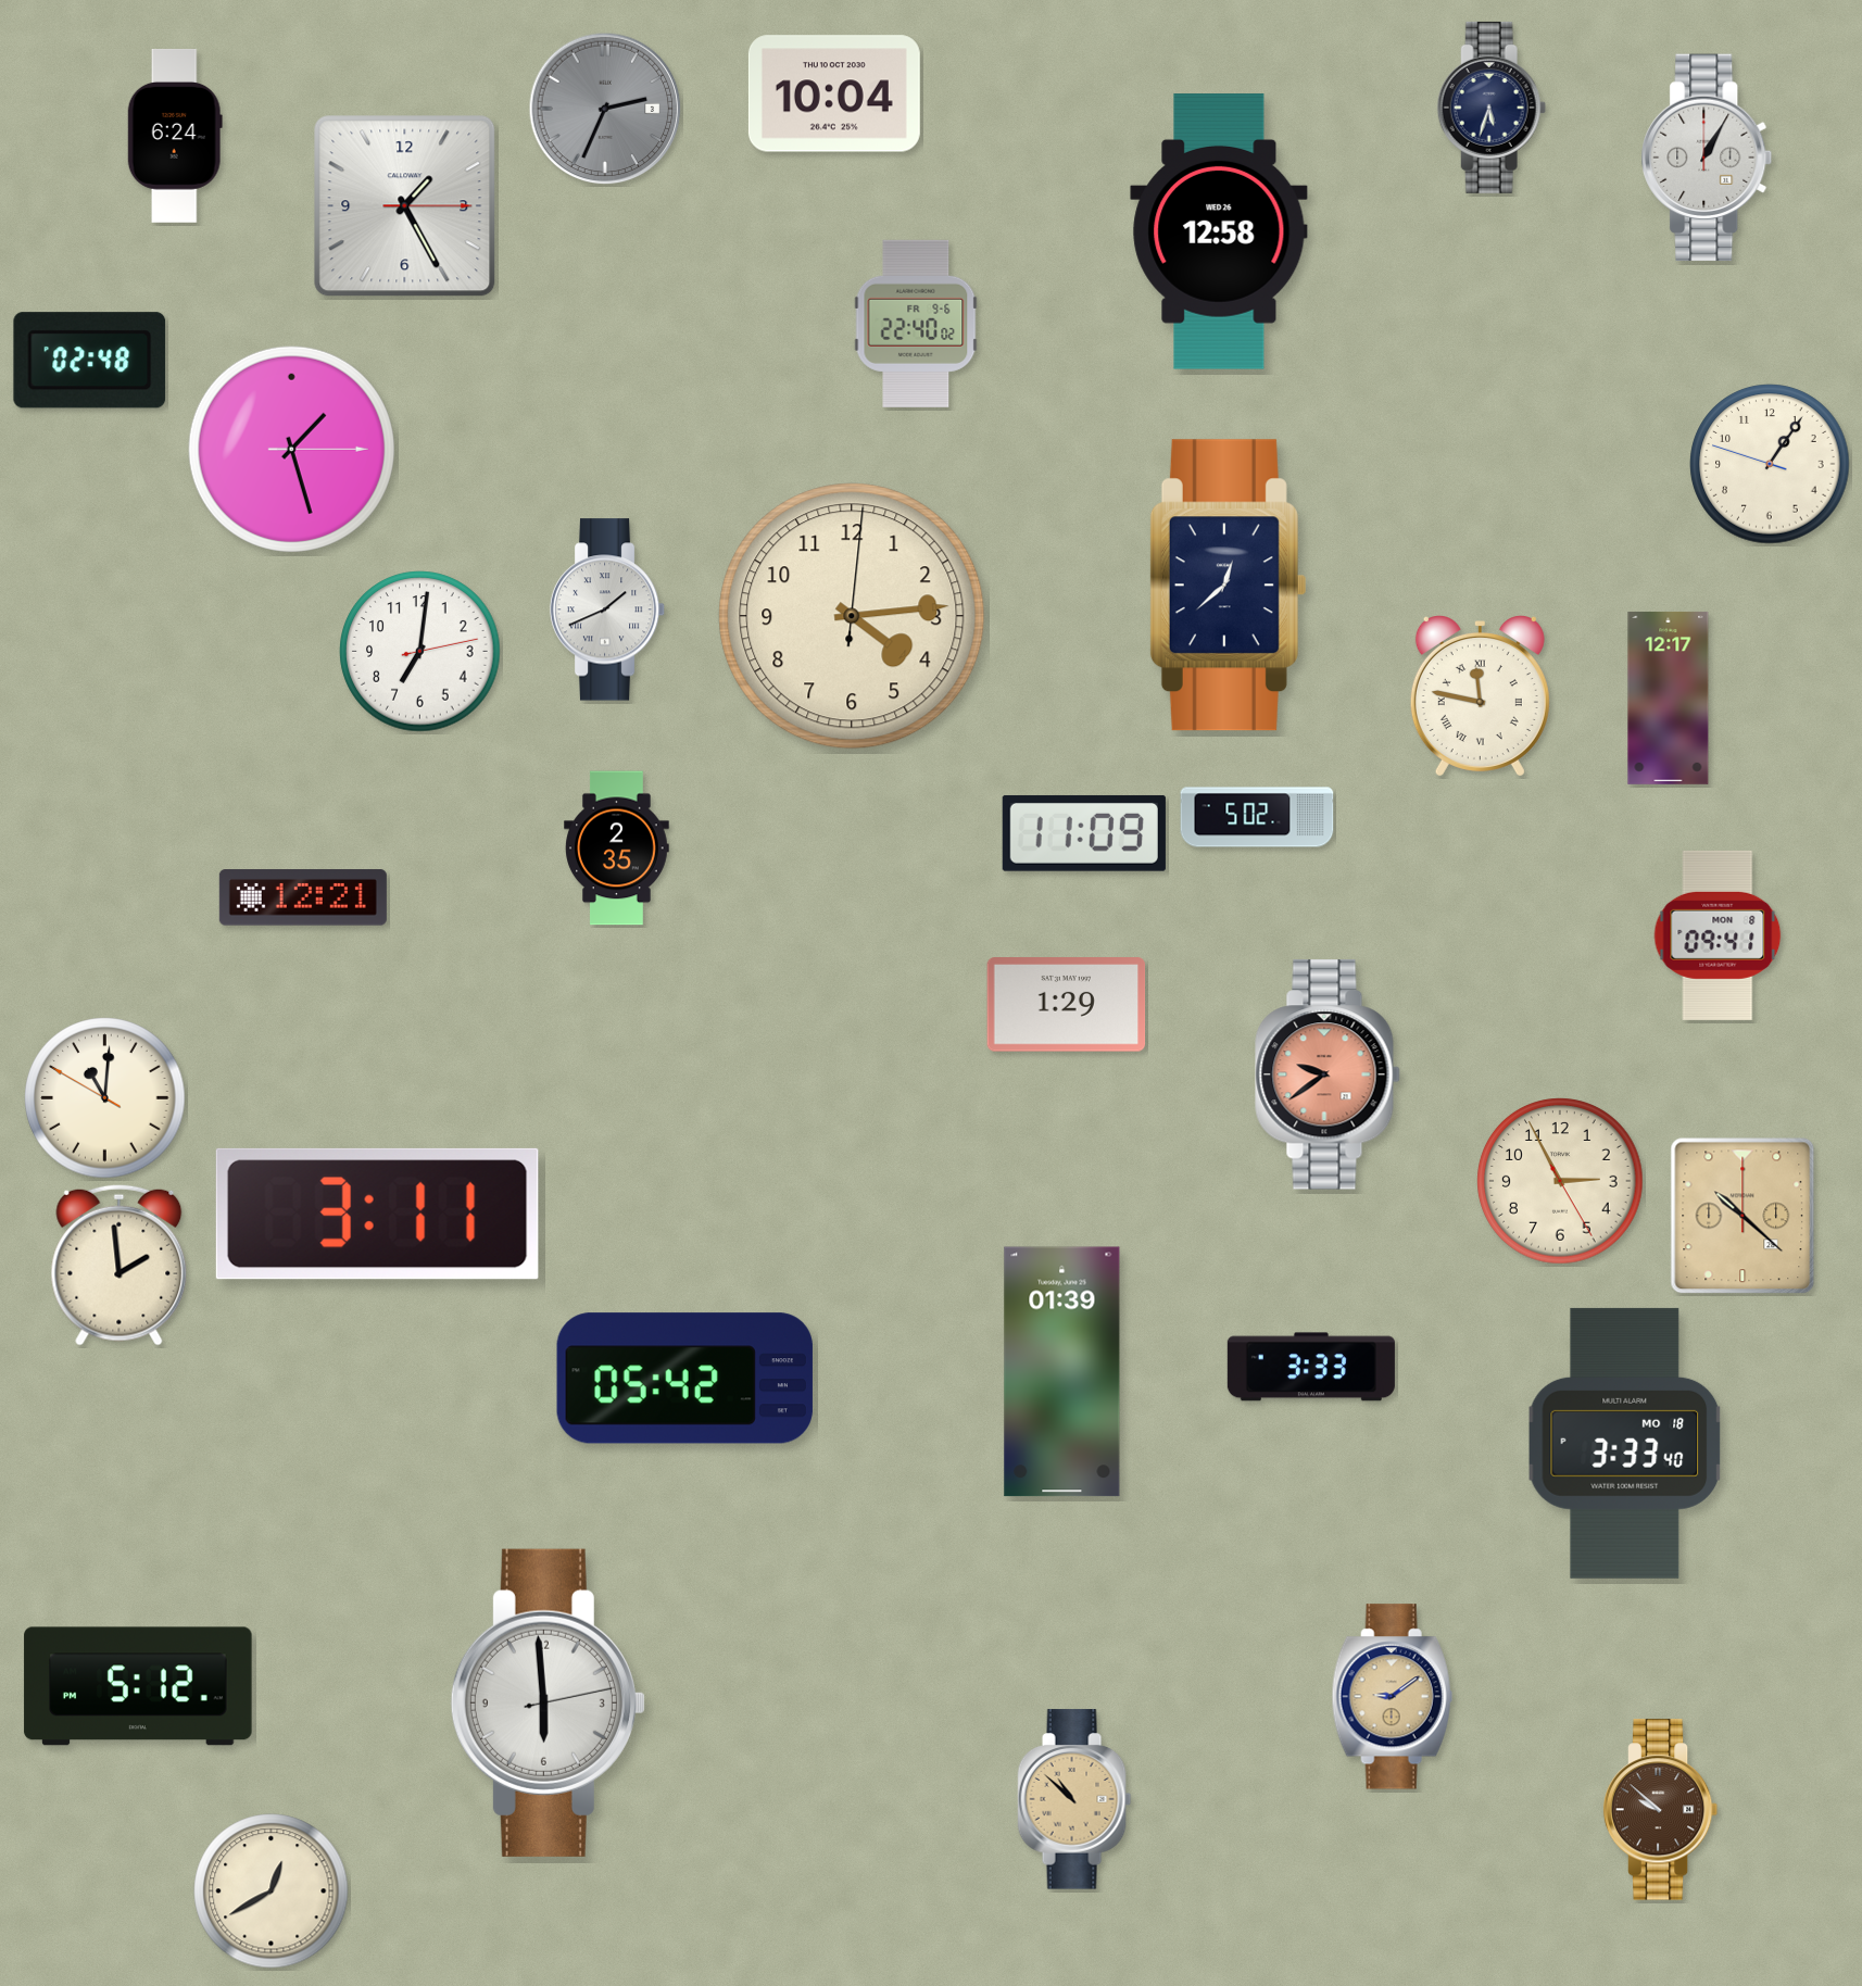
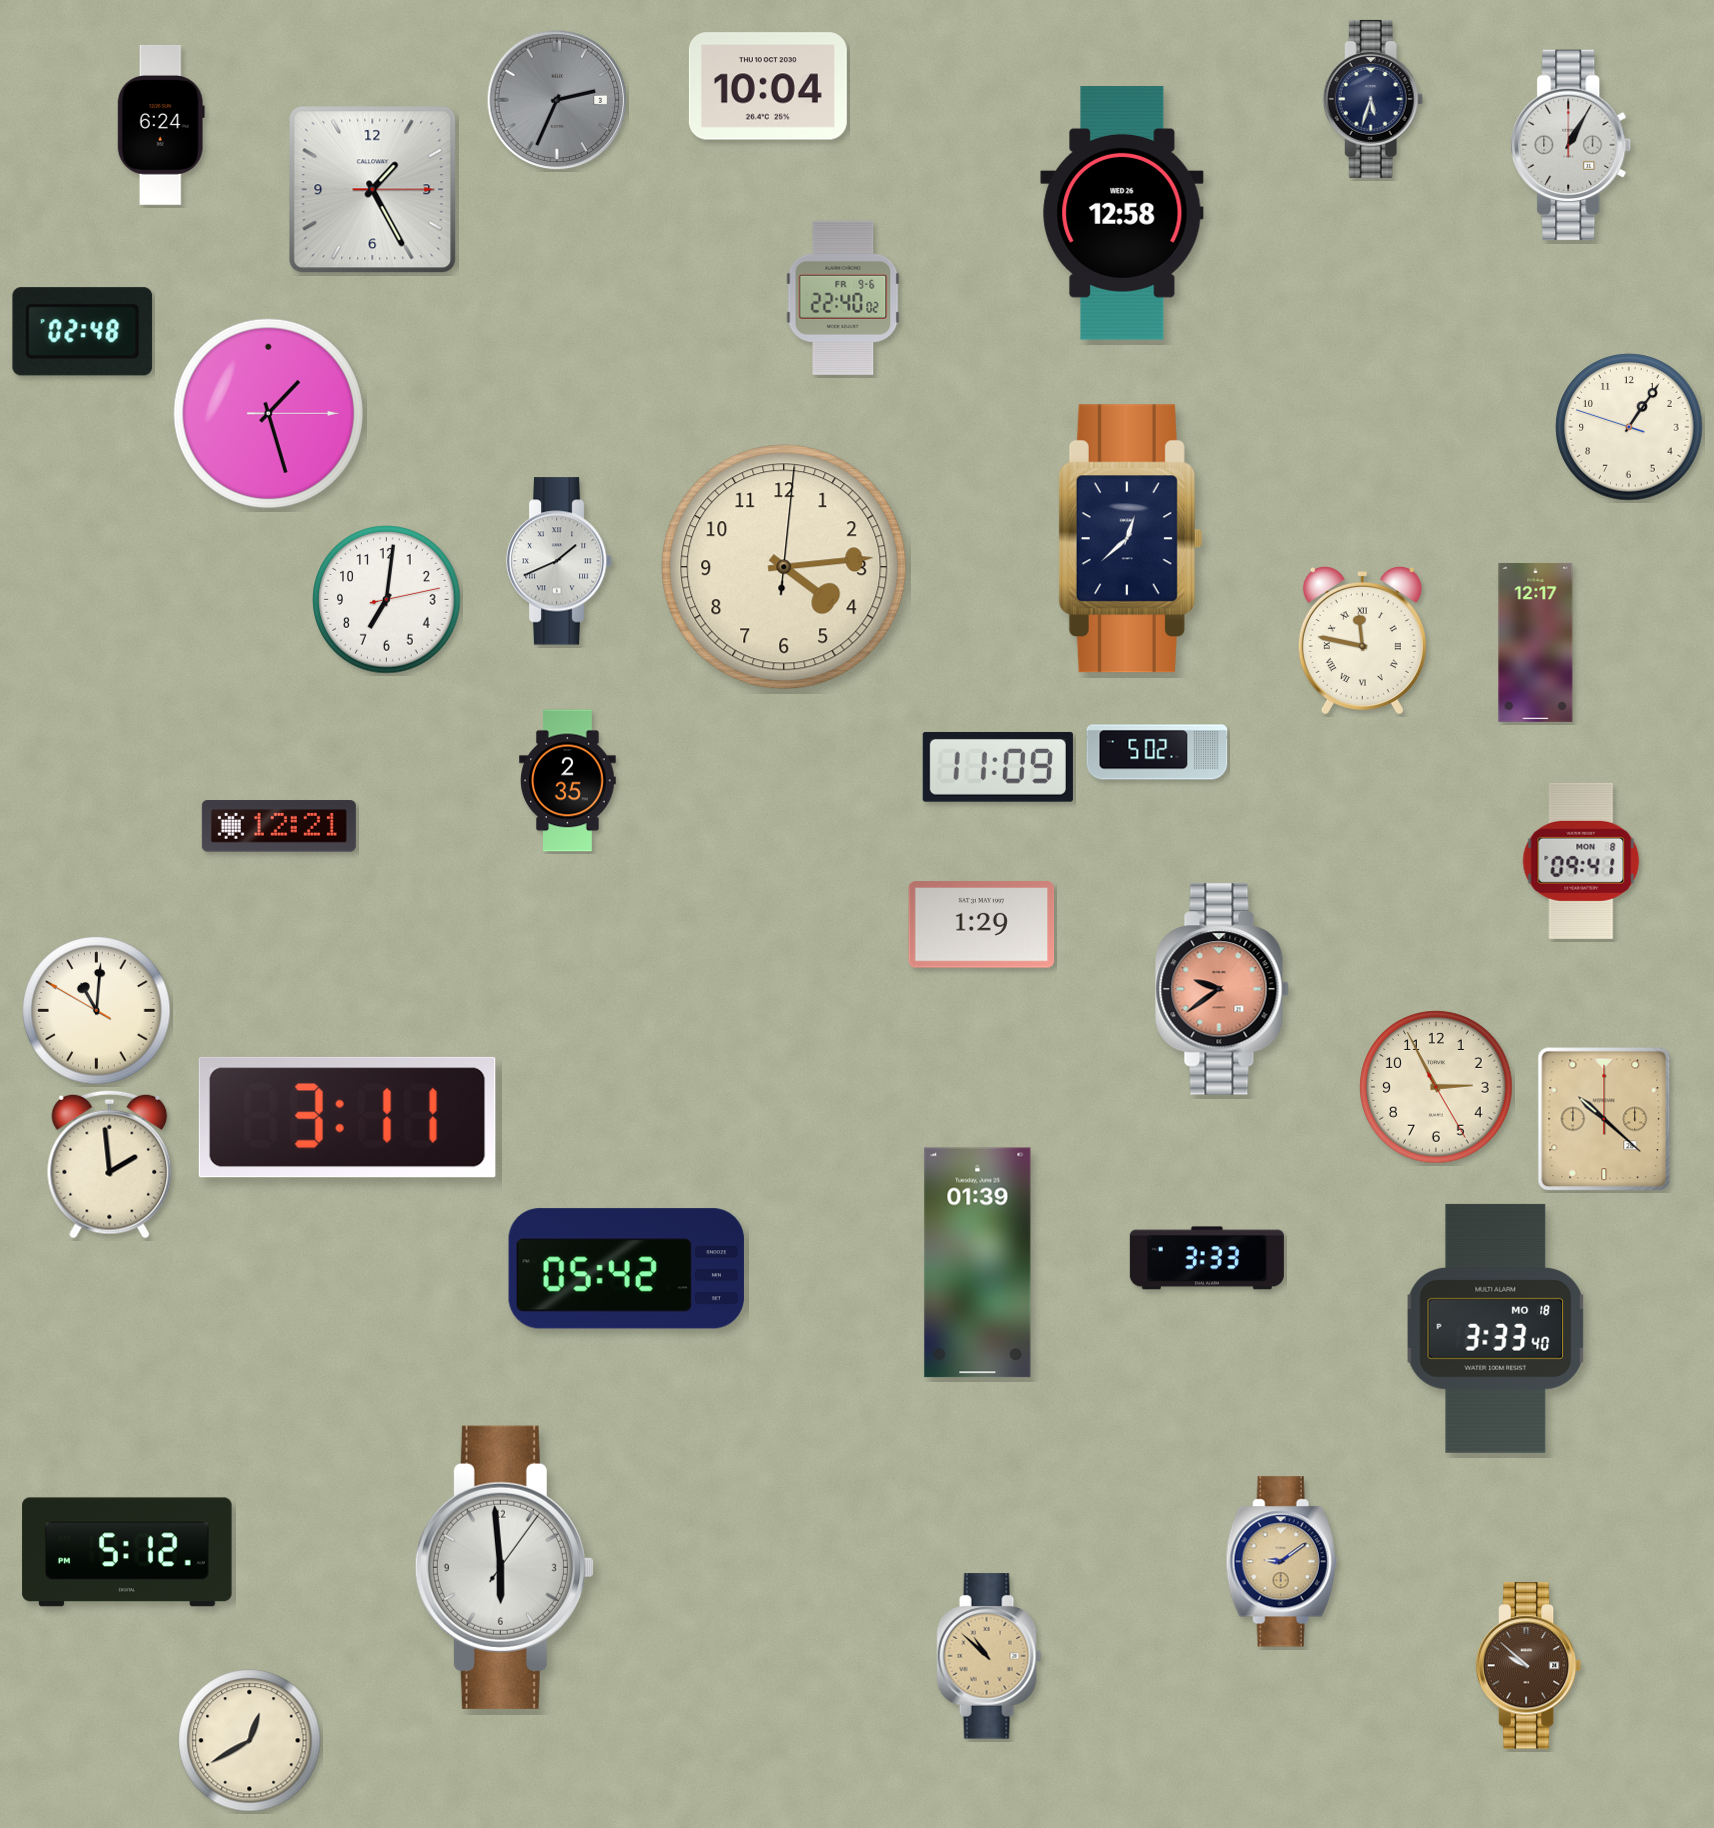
clock at (684, 1379) position: (684, 1379) -> (626, 1269)
clock at (548, 1702): 5:59:13 -> 5:59:06
